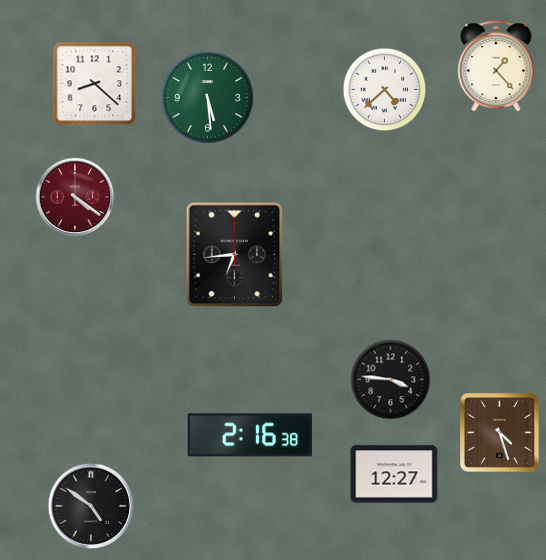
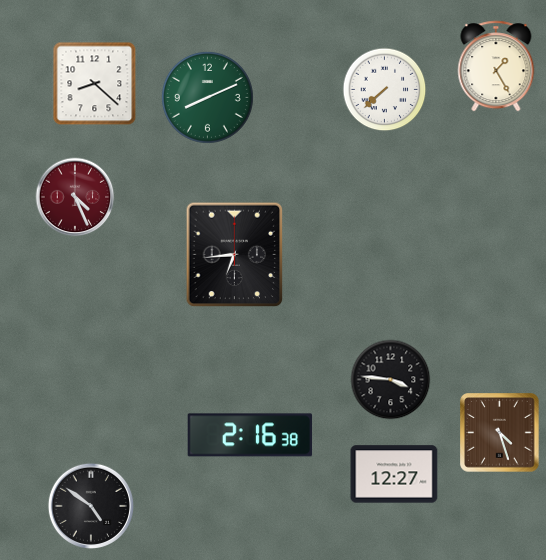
clock at (496, 66): 1:23 -> 1:25
clock at (385, 90): 4:38 -> 7:38
clock at (207, 97): 5:29 -> 8:11
clock at (75, 197): 4:21 -> 4:26
